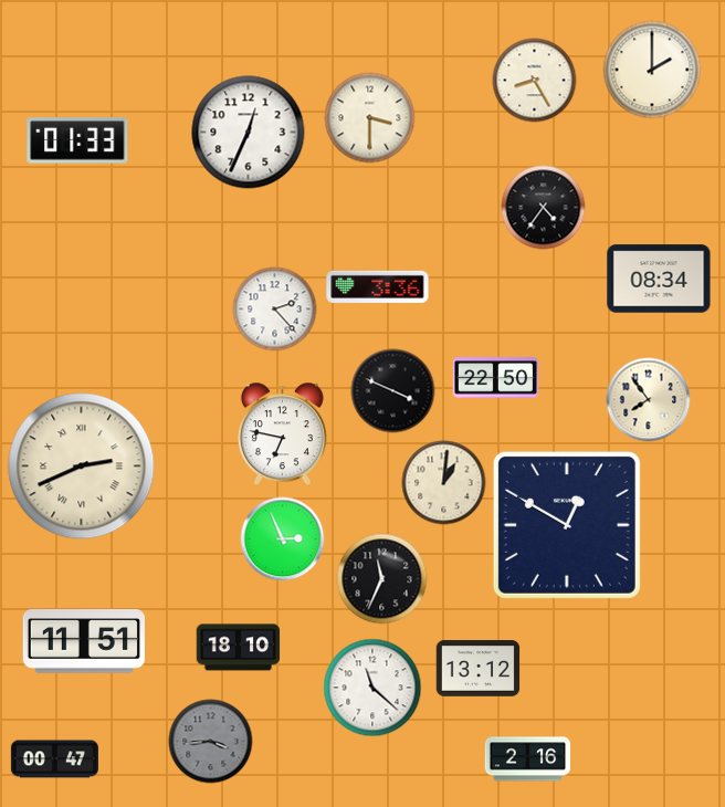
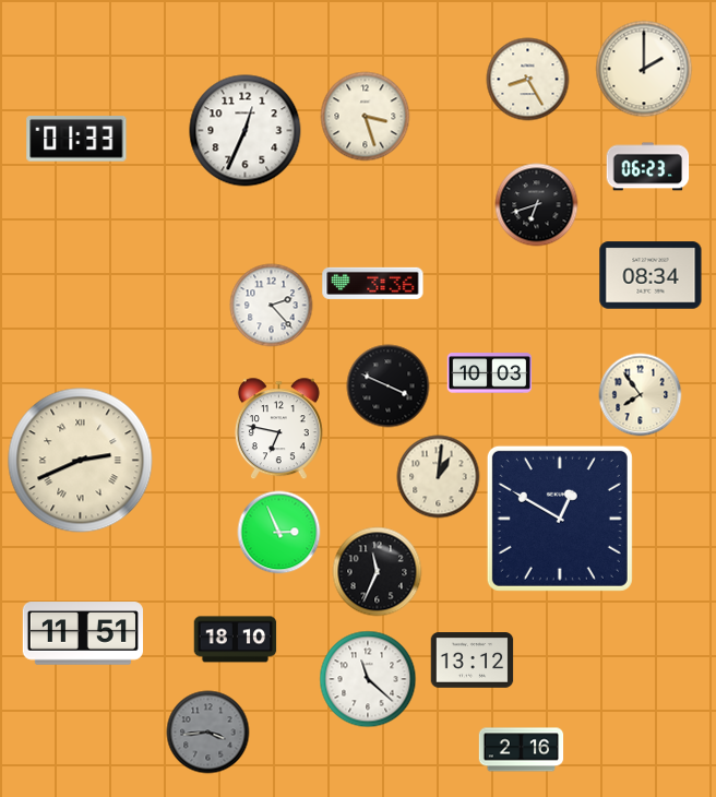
clock at (370, 118): 3:30 -> 3:27
clock at (648, 167): none -> 06:23
clock at (544, 208): 4:36 -> 6:42
clock at (496, 378): 22:50 -> 10:03
clock at (54, 759): 00:47 -> none
